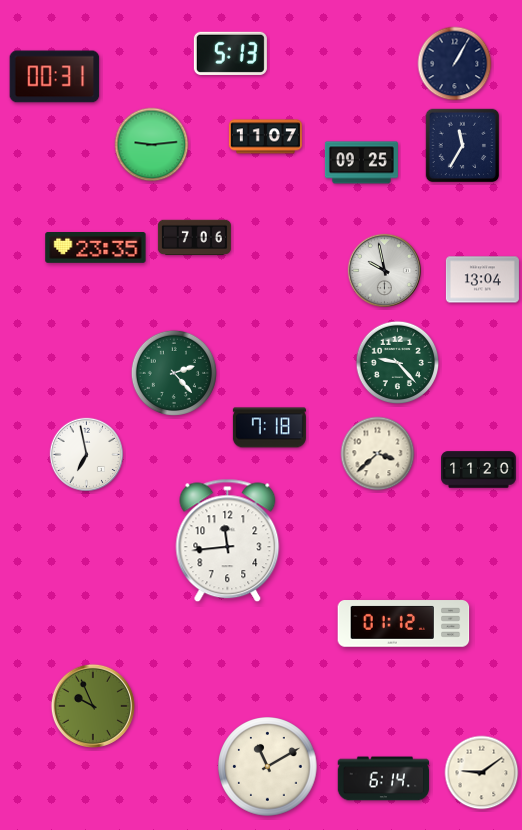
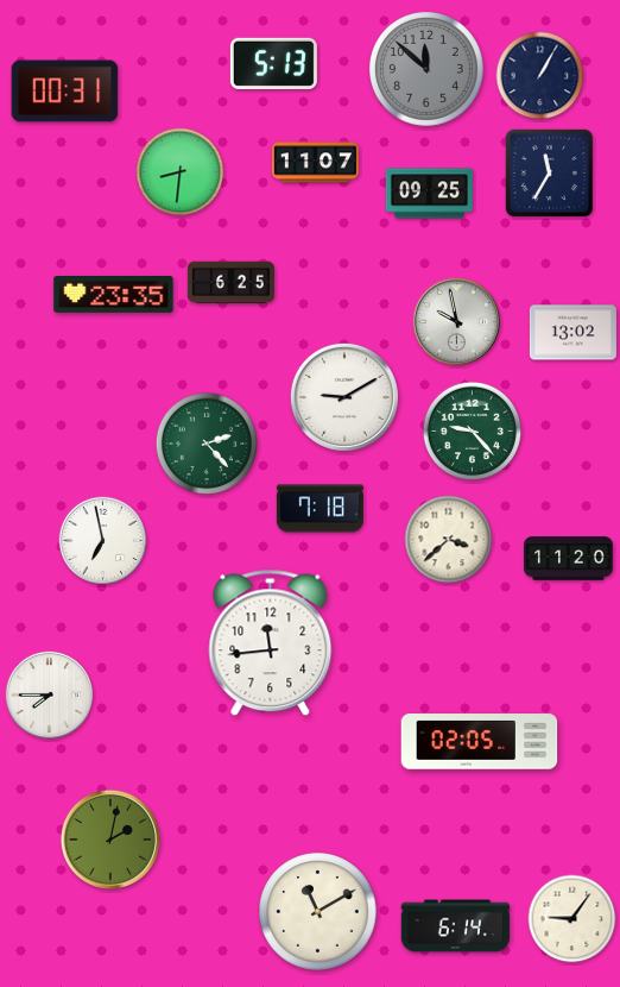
clock at (428, 70): none -> 11:52
clock at (152, 145): 9:14 -> 8:31
clock at (194, 238): 7:06 -> 6:25
clock at (482, 280): 13:04 -> 13:02
clock at (344, 397): none -> 9:10
clock at (49, 694): none -> 7:45
clock at (404, 624): 01:12 -> 02:05
clock at (93, 706): 9:56 -> 2:02
clock at (482, 773): 9:09 -> 9:06
